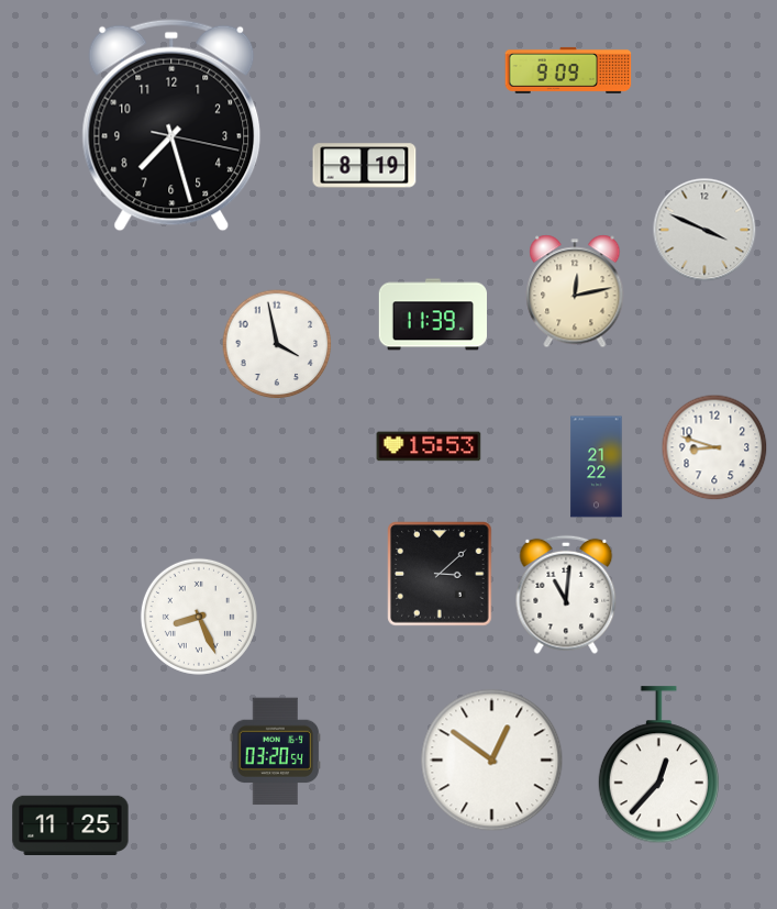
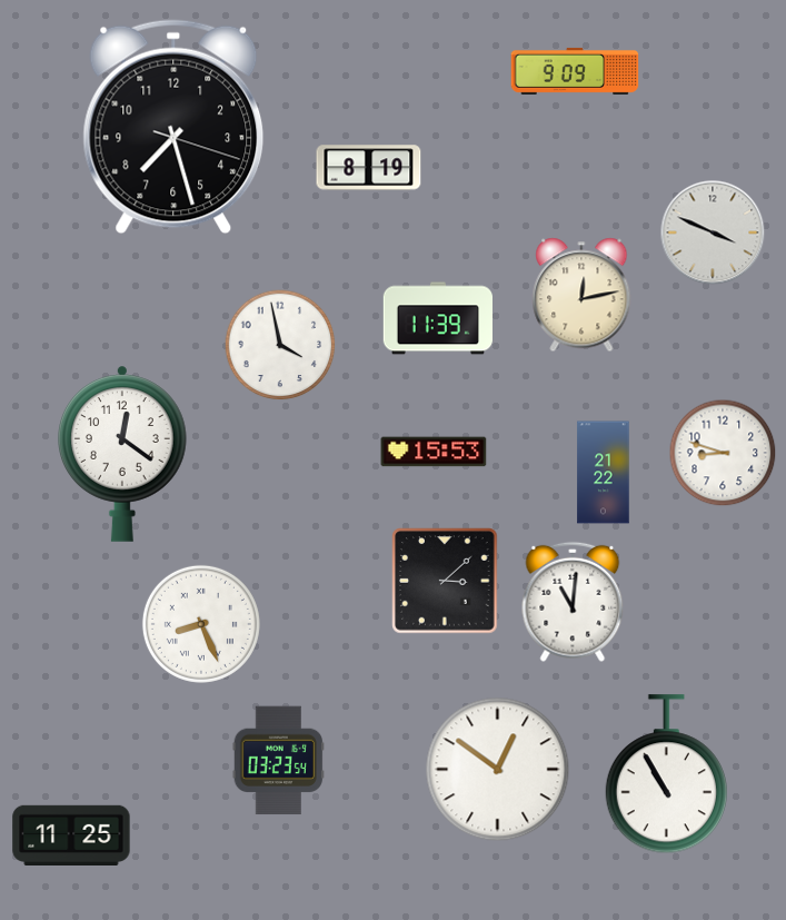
clock at (171, 125): 7:27:17 -> 7:27:18
clock at (277, 344) position: (277, 344) -> (280, 345)
clock at (123, 454): none -> 12:21
clock at (275, 752): 03:20 -> 03:23
clock at (658, 765): 12:37 -> 10:55
